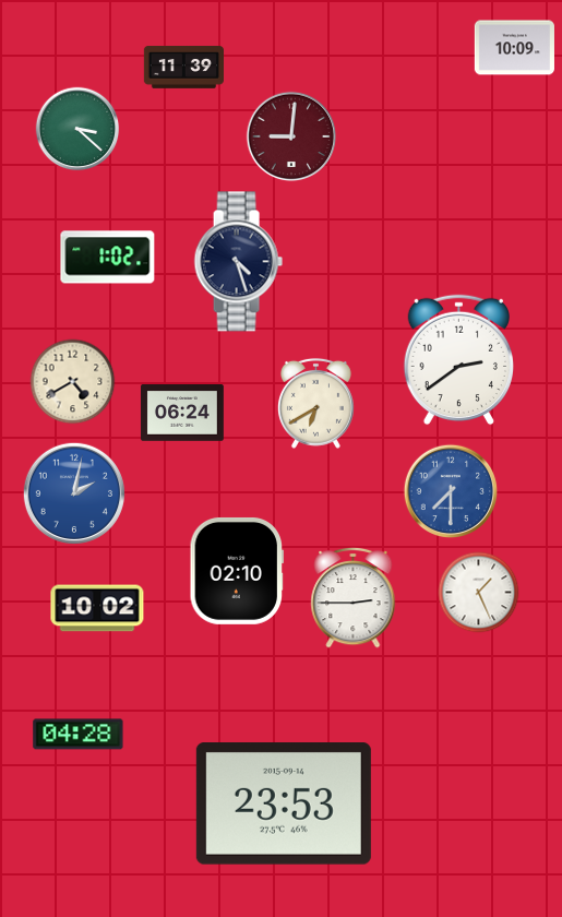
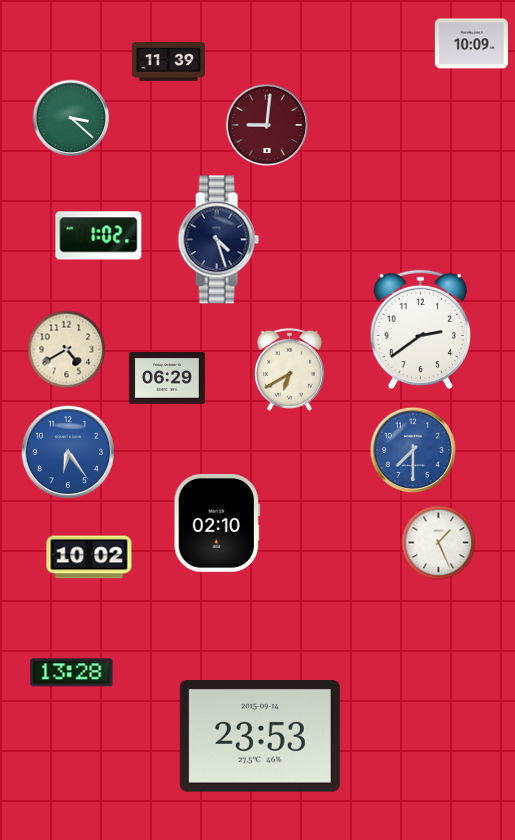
clock at (182, 414): 06:24 -> 06:29
clock at (73, 492): 2:02 -> 6:24
clock at (354, 597): 2:45 -> none
clock at (79, 735): 04:28 -> 13:28
